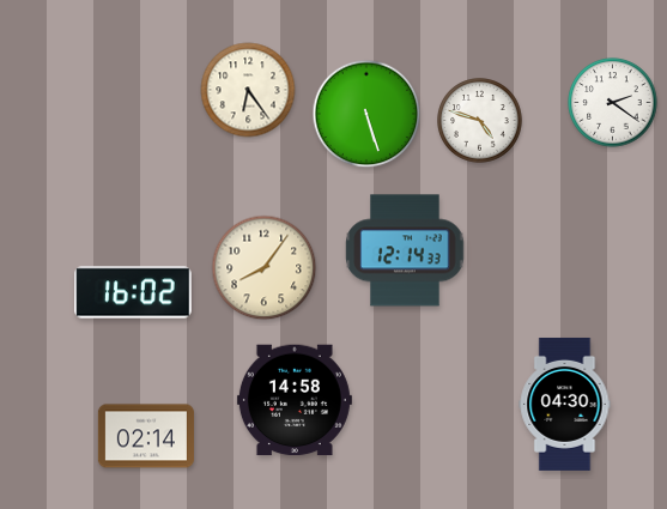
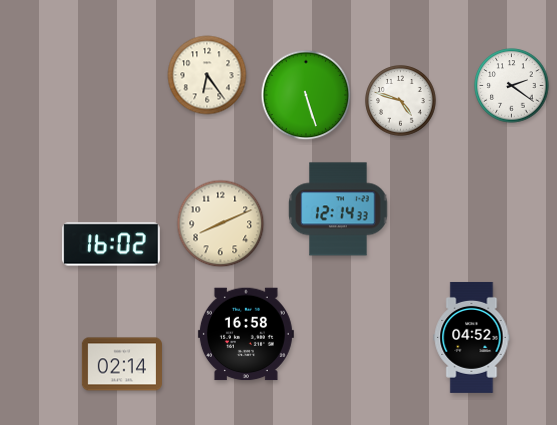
clock at (265, 268): 8:06 -> 8:11
clock at (295, 400): 14:58 -> 16:58
clock at (565, 404): 04:30 -> 04:52
